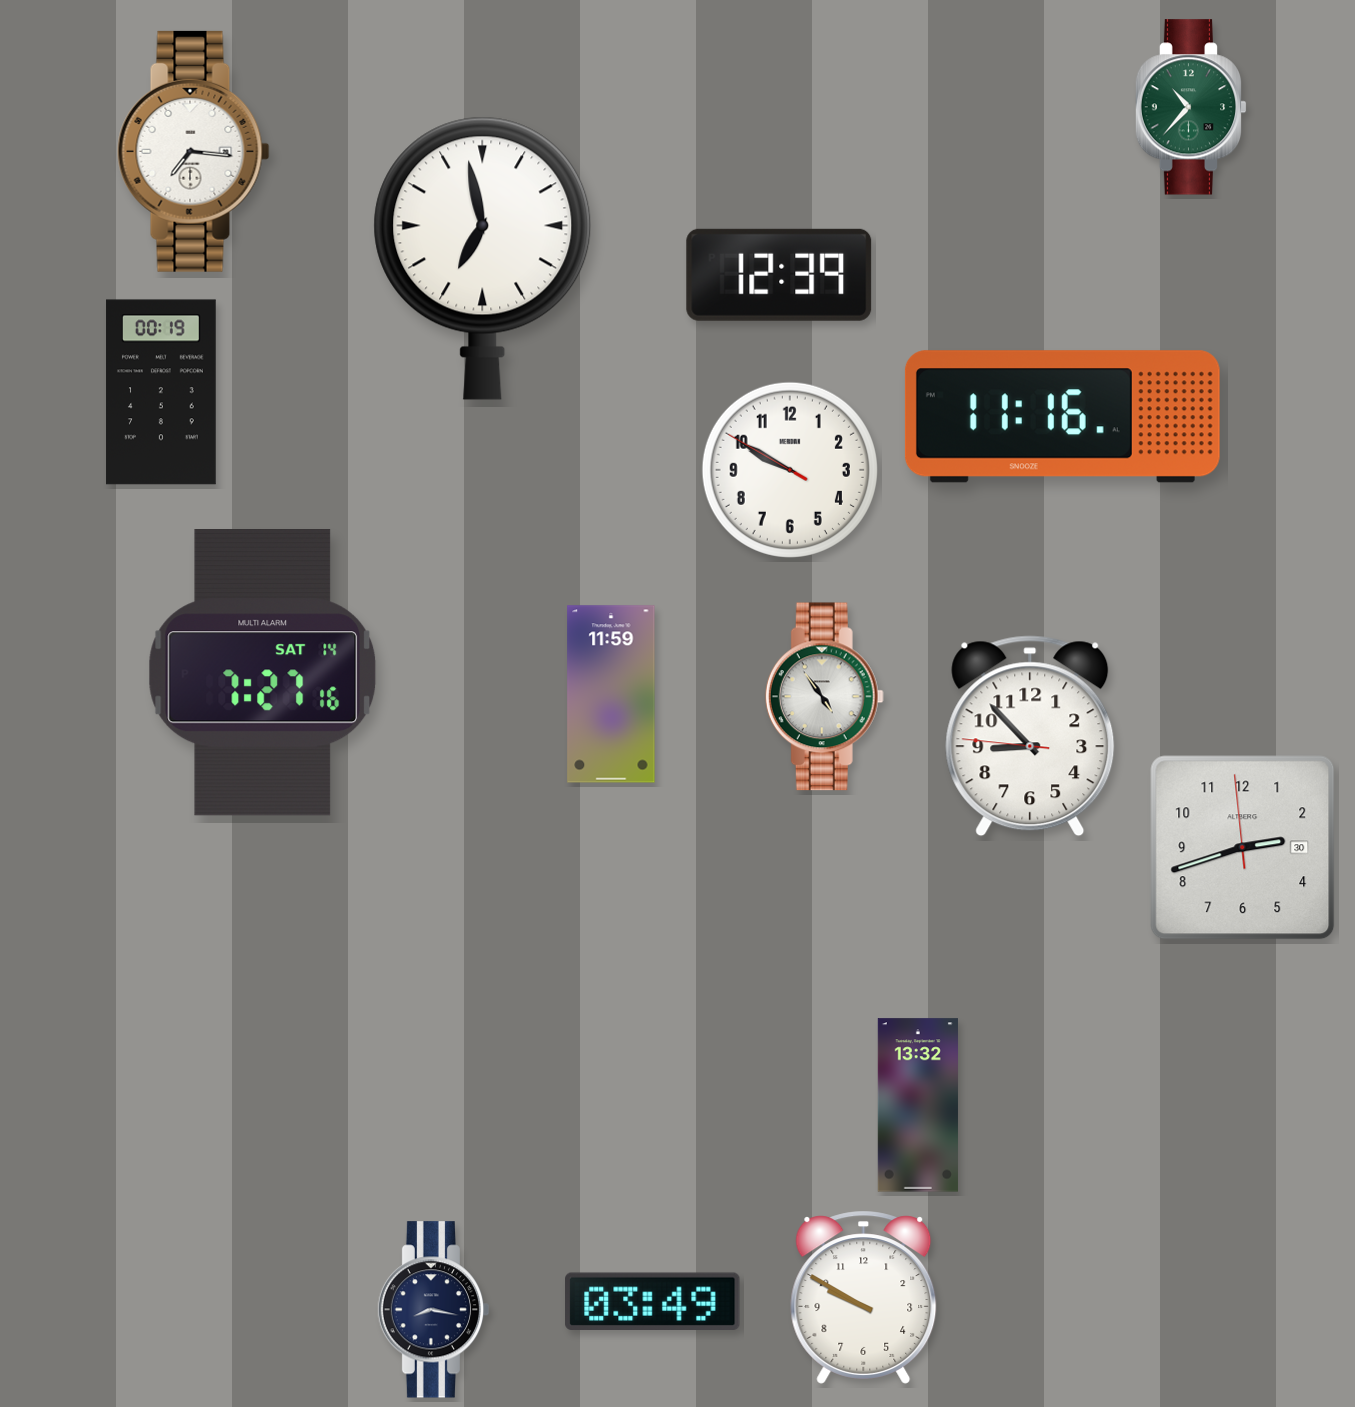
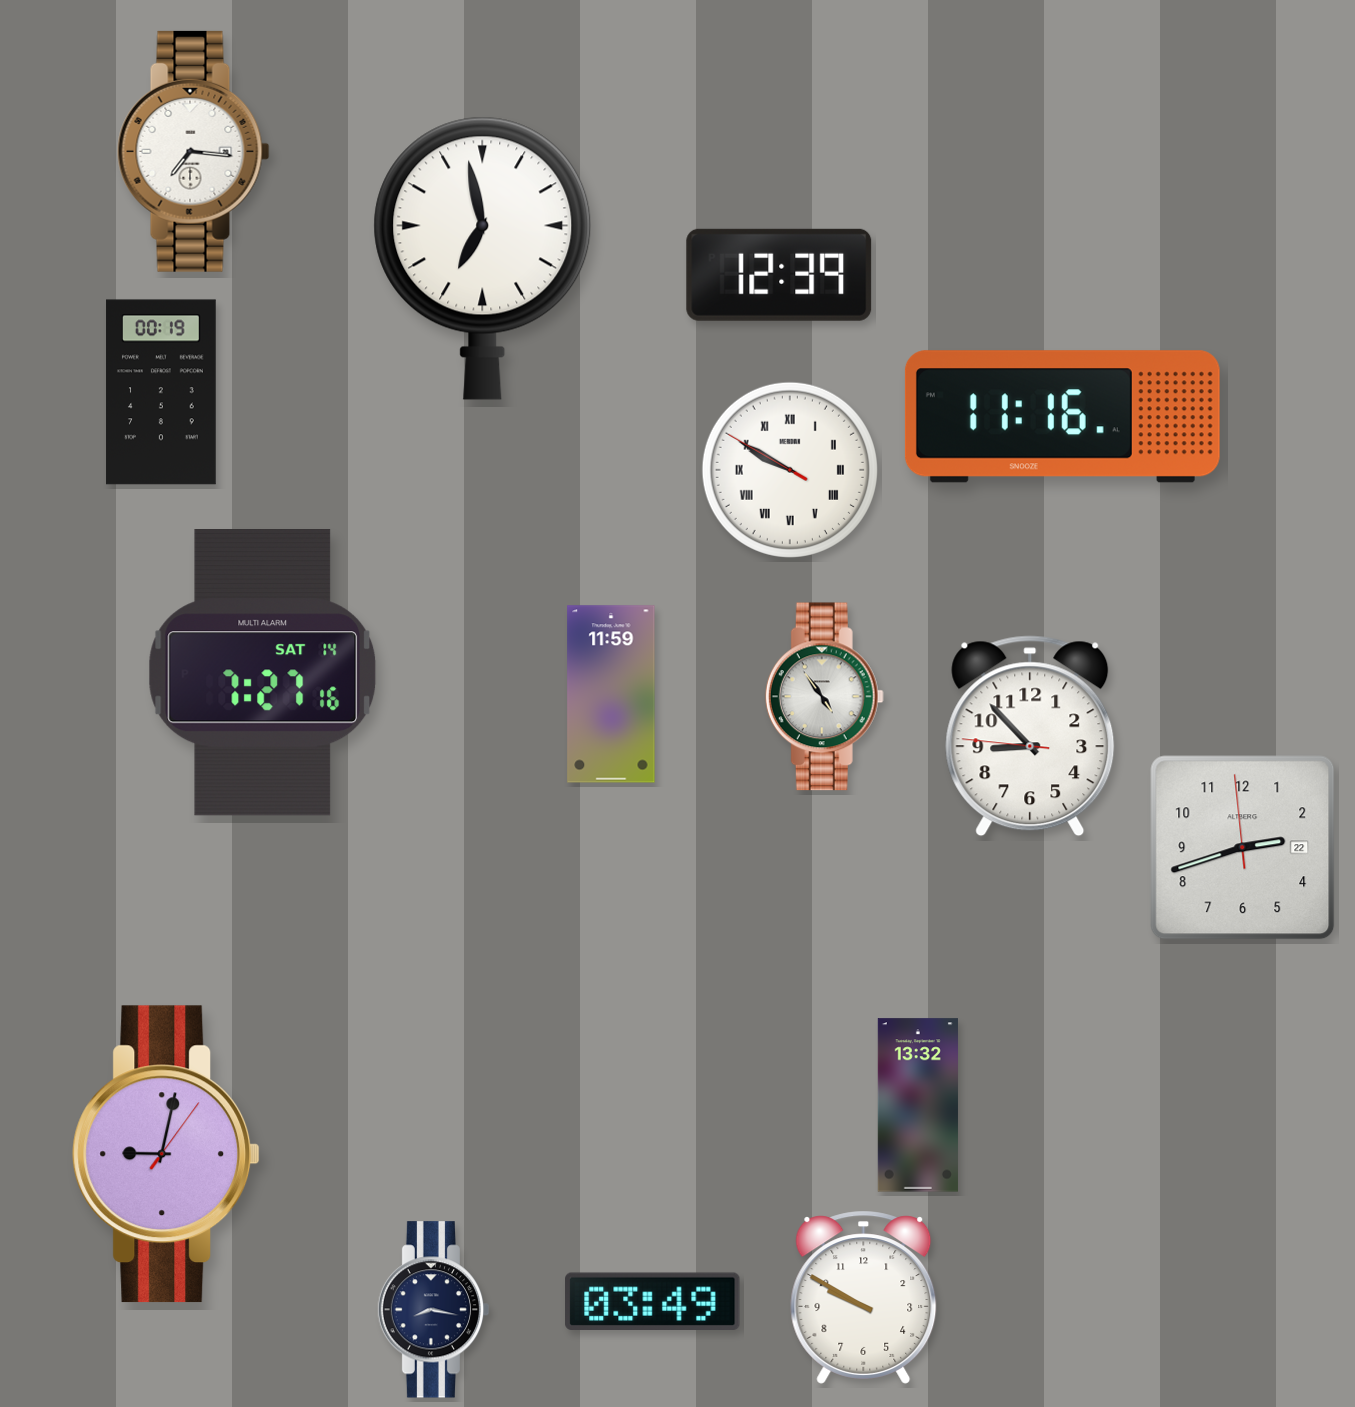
clock at (1191, 107): 10:37 -> none
clock at (790, 470) numerals: Arabic -> Roman
clock at (1243, 848) date: 30 -> 22
clock at (166, 1154): none -> 9:02
